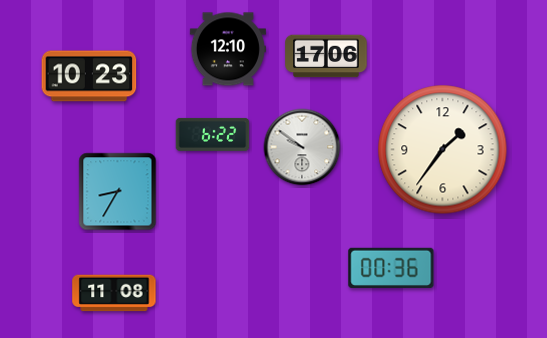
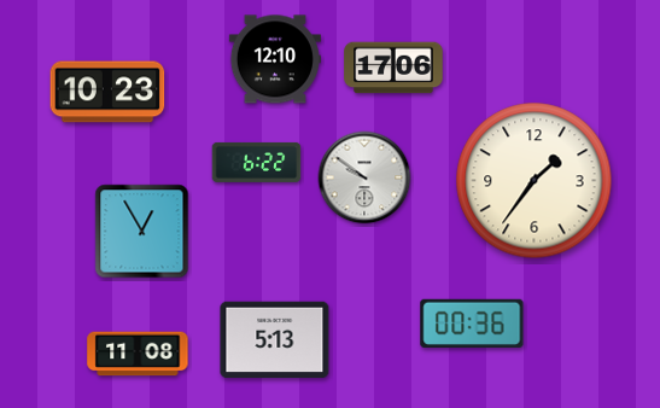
clock at (118, 192): 8:35 -> 12:55
clock at (275, 340): none -> 5:13
